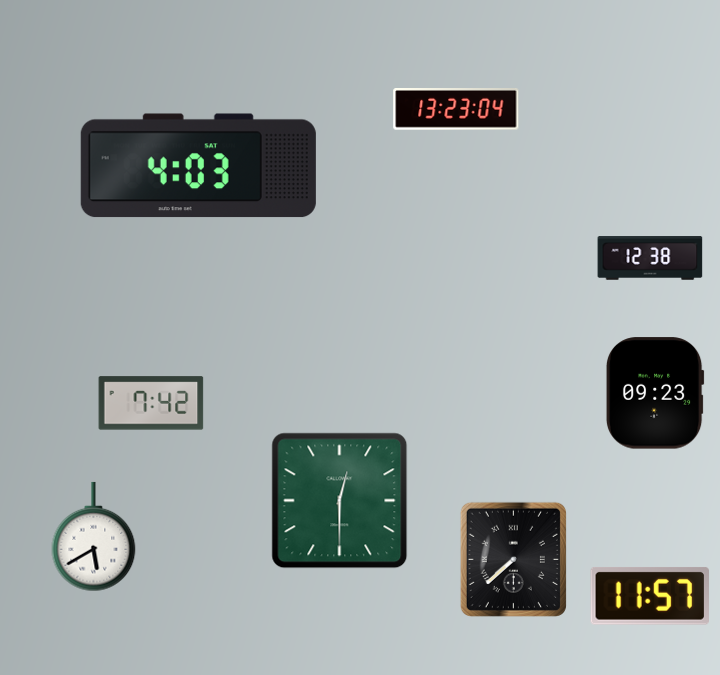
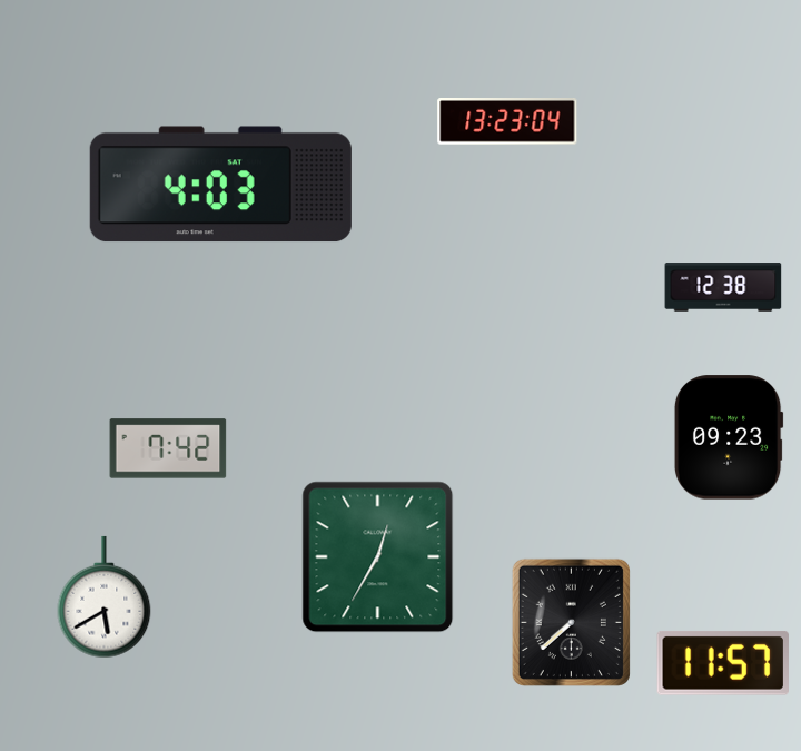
clock at (340, 501): 12:30 -> 12:35
